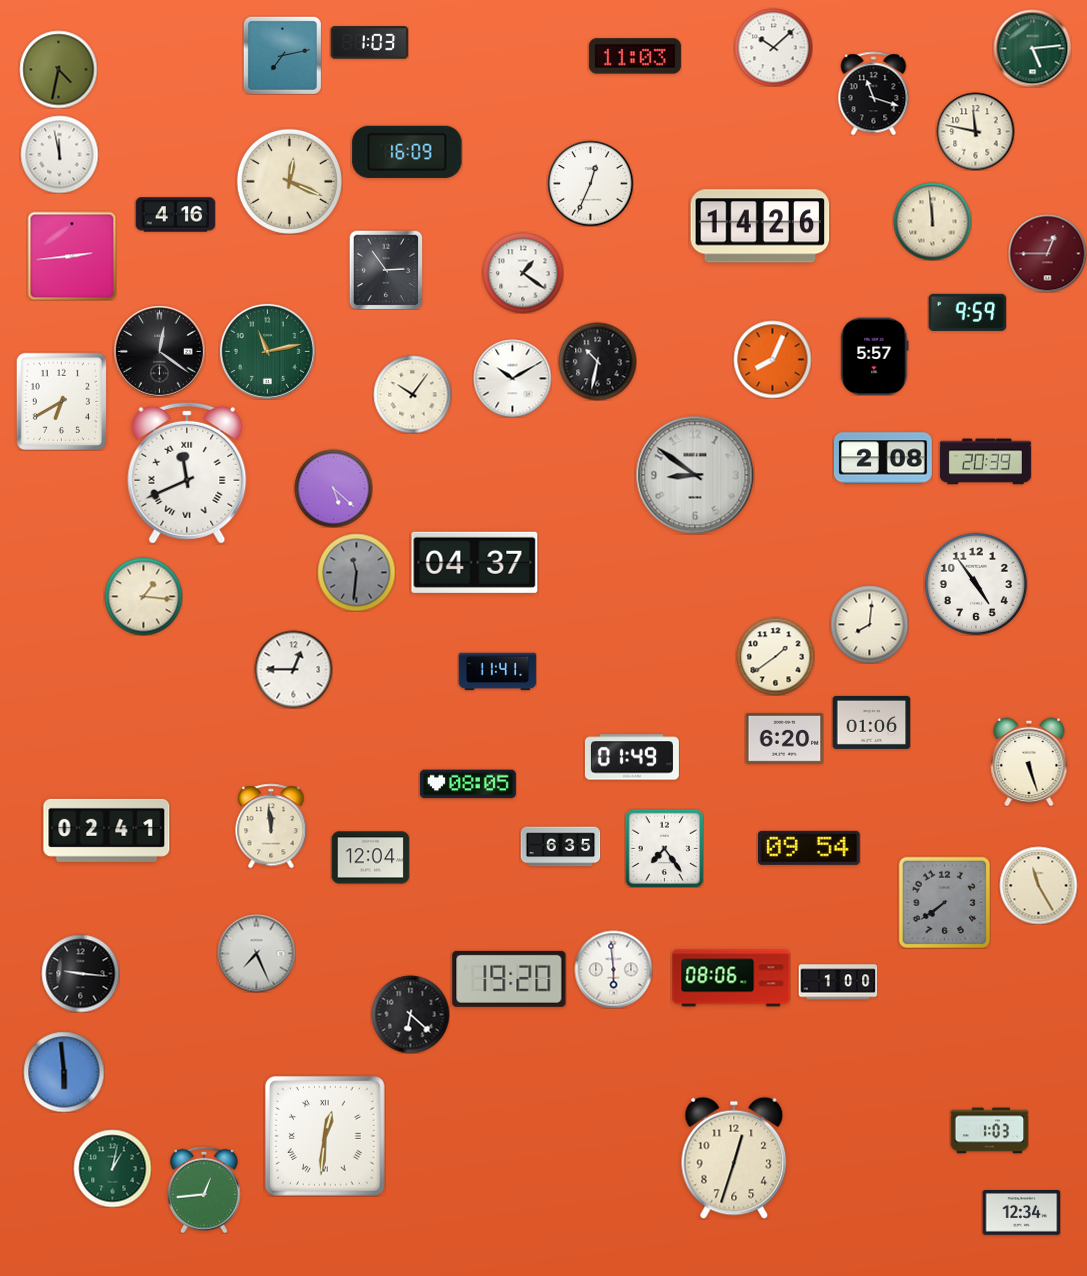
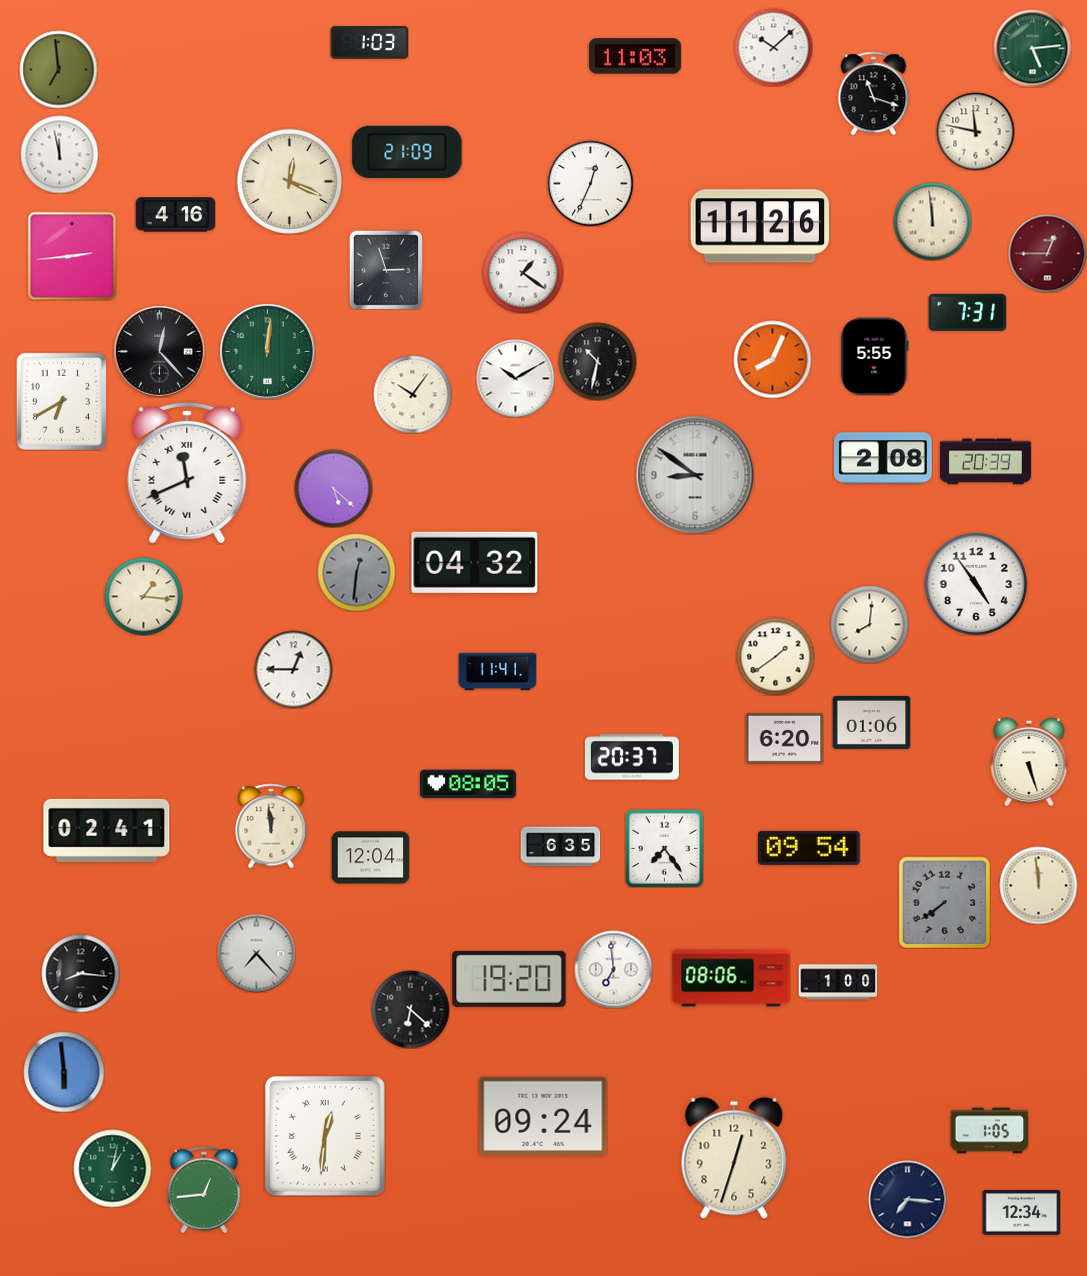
clock at (282, 55): 7:13 -> none
clock at (58, 69): 4:32 -> 6:59
clock at (407, 152): 16:09 -> 21:09
clock at (760, 226): 14:26 -> 11:26
clock at (386, 270): 2:54 -> 2:57
clock at (967, 312): 9:59 -> 7:31
clock at (159, 351): 12:21 -> 12:23
clock at (267, 351): 11:13 -> 12:01
clock at (875, 356): 5:57 -> 5:55
clock at (512, 378) position: (512, 378) -> (515, 378)
clock at (475, 562): 04:37 -> 04:32
clock at (356, 572): 11:31 -> 12:31
clock at (632, 757): 01:49 -> 20:37
clock at (1038, 885): 11:25 -> 11:59
clock at (256, 953): 7:26 -> 7:23
clock at (613, 969): 5:59 -> 6:59
clock at (80, 973): 9:16 -> 8:16
clock at (410, 1014) position: (410, 1014) -> (410, 1009)
clock at (543, 1116): none -> 09:24
clock at (989, 1131): 1:03 -> 1:05
clock at (907, 1199): none -> 7:16
